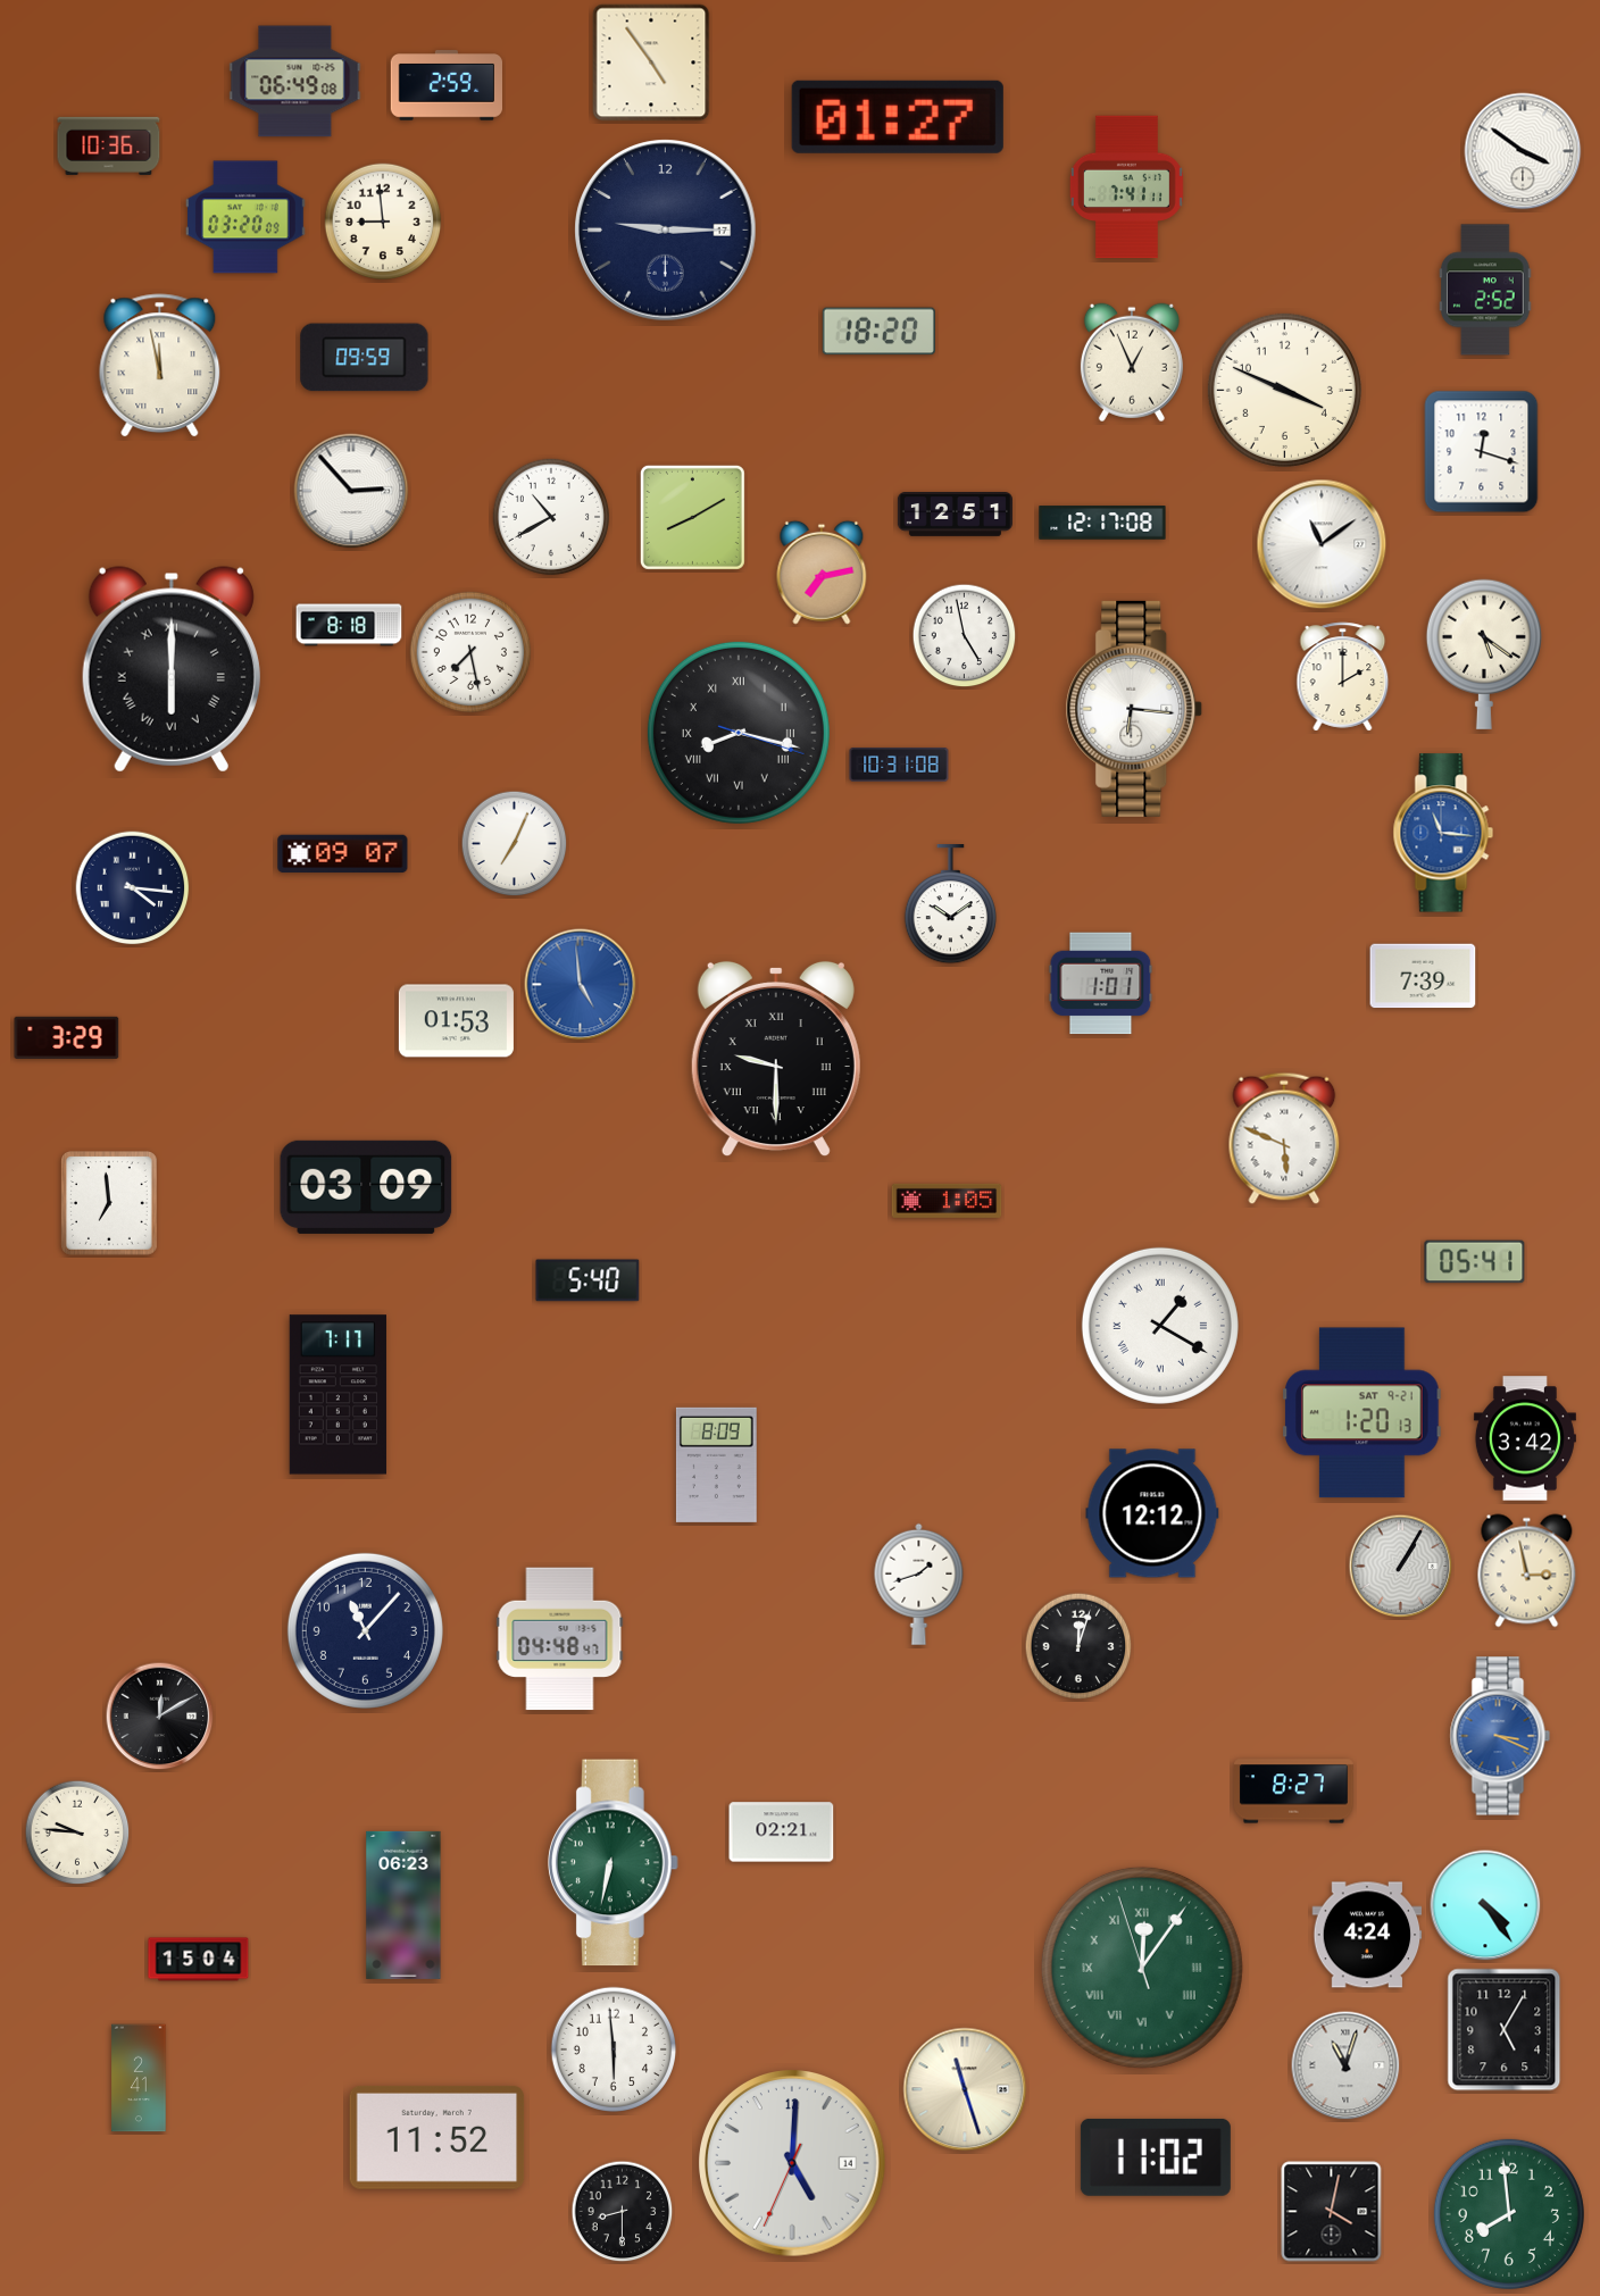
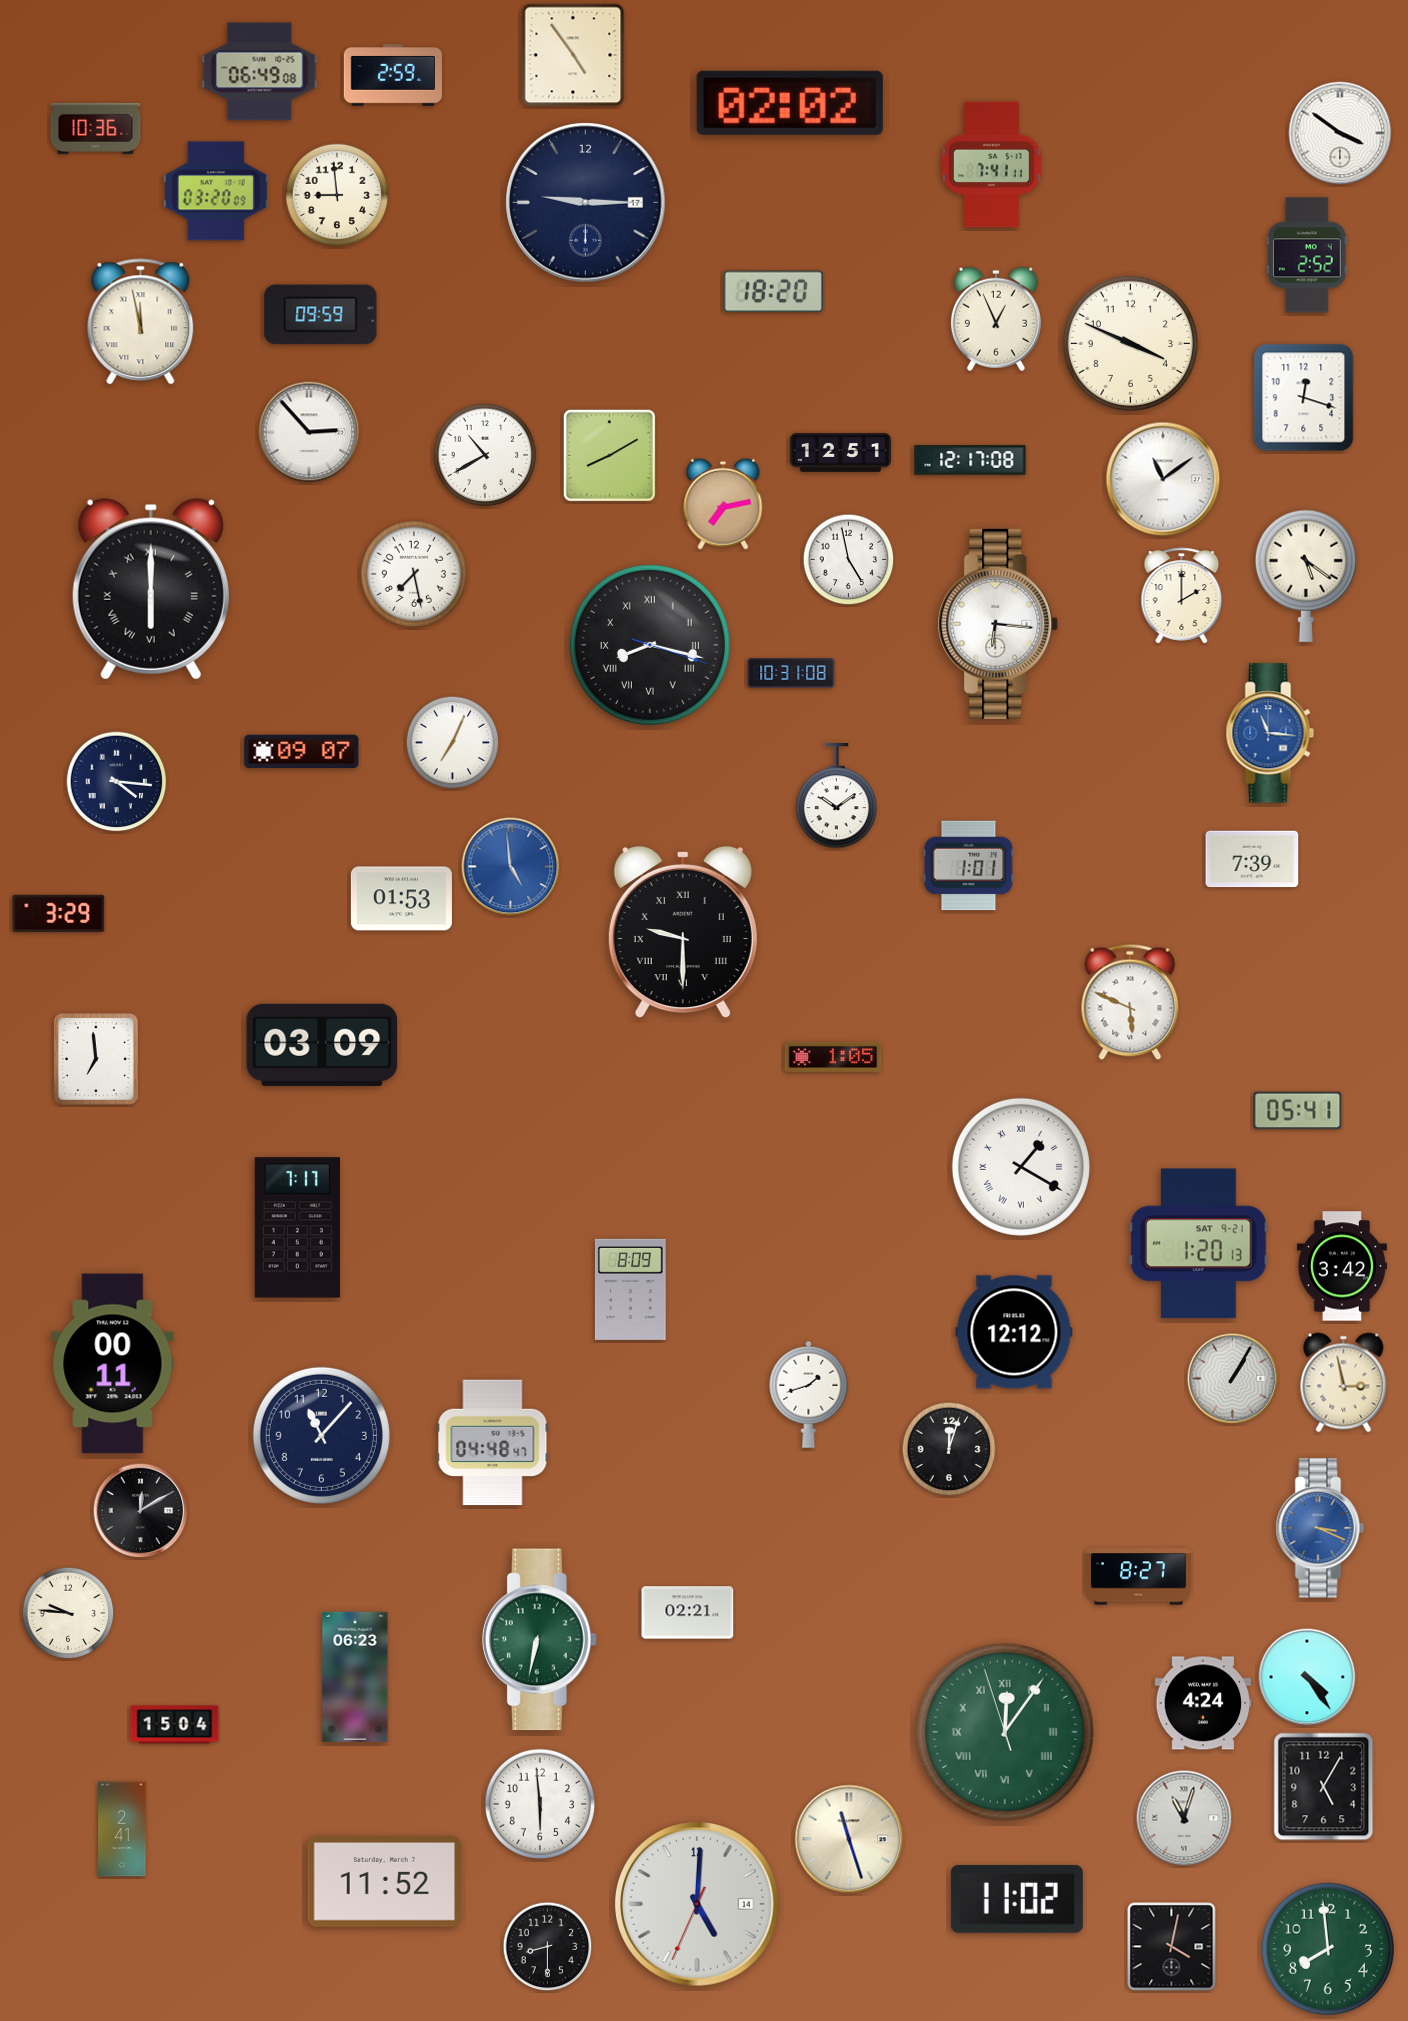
clock at (898, 117): 01:27 -> 02:02
clock at (349, 625): 8:18 -> none
clock at (587, 1280): 5:40 -> none
clock at (113, 1364): none -> 00:11
